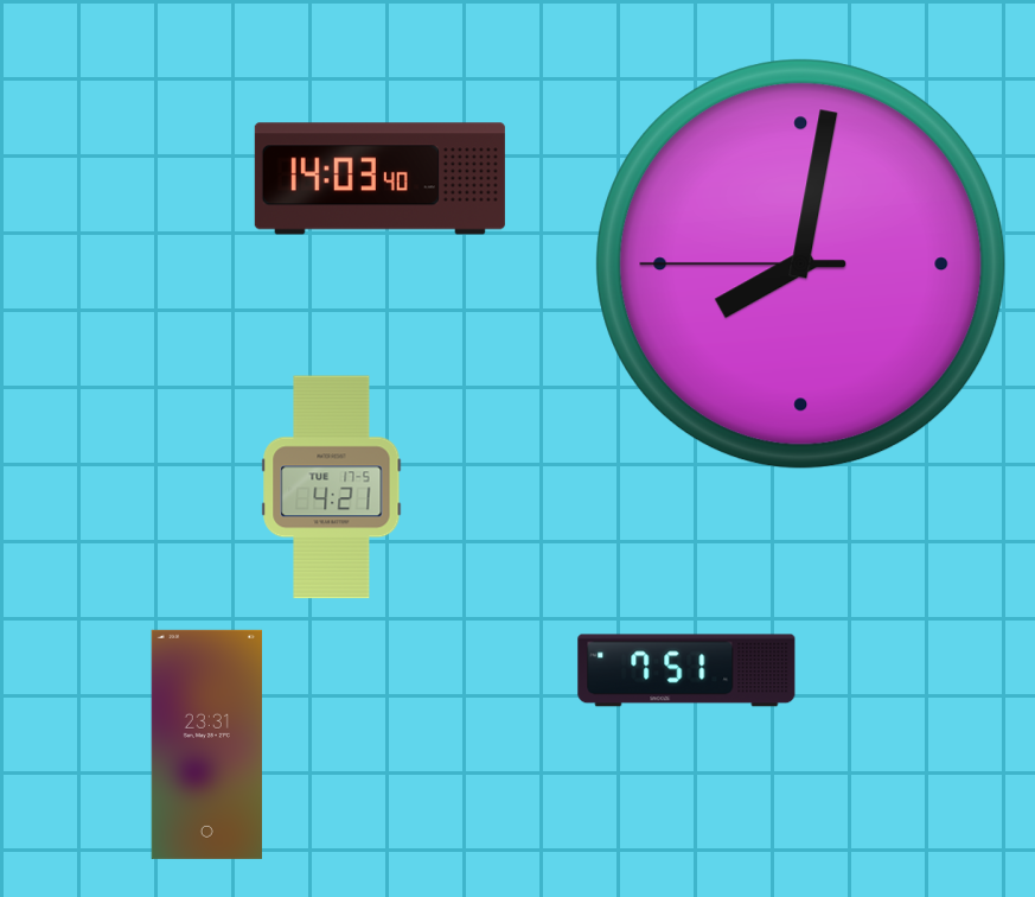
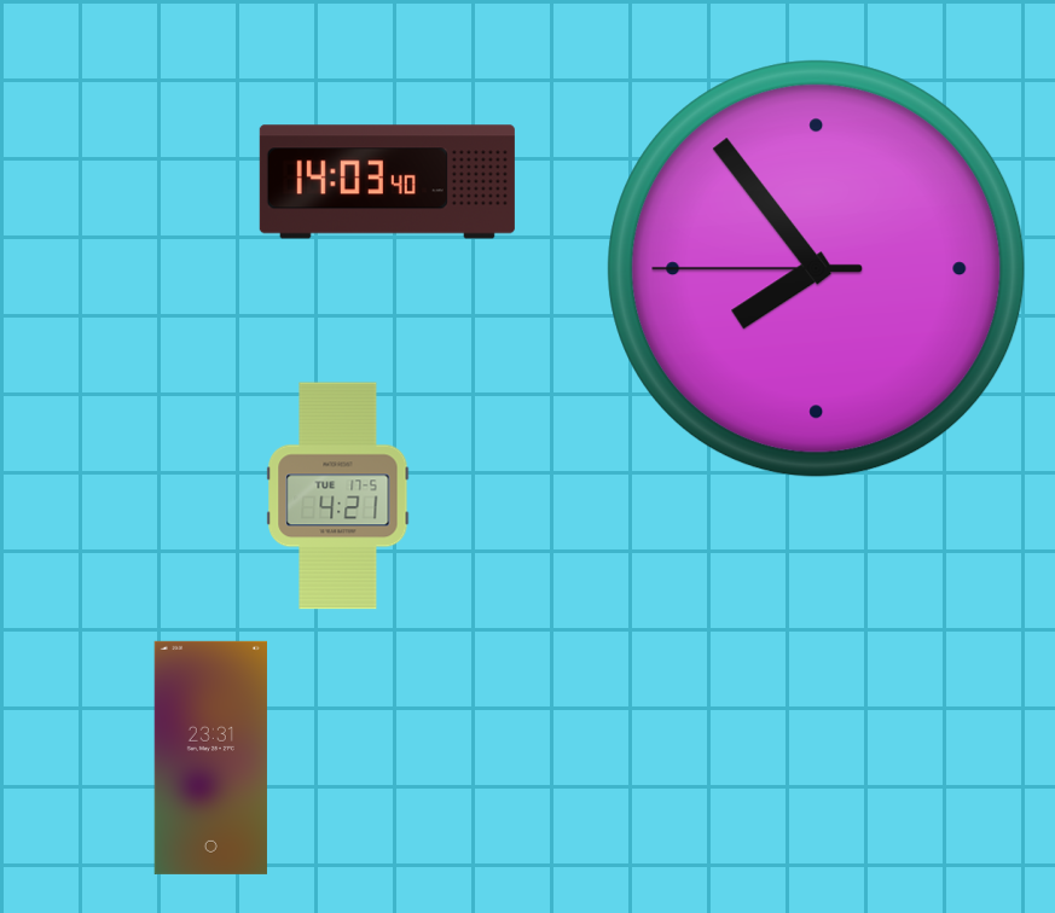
clock at (801, 265): 8:01 -> 7:53
clock at (686, 670): 7:51 -> none
